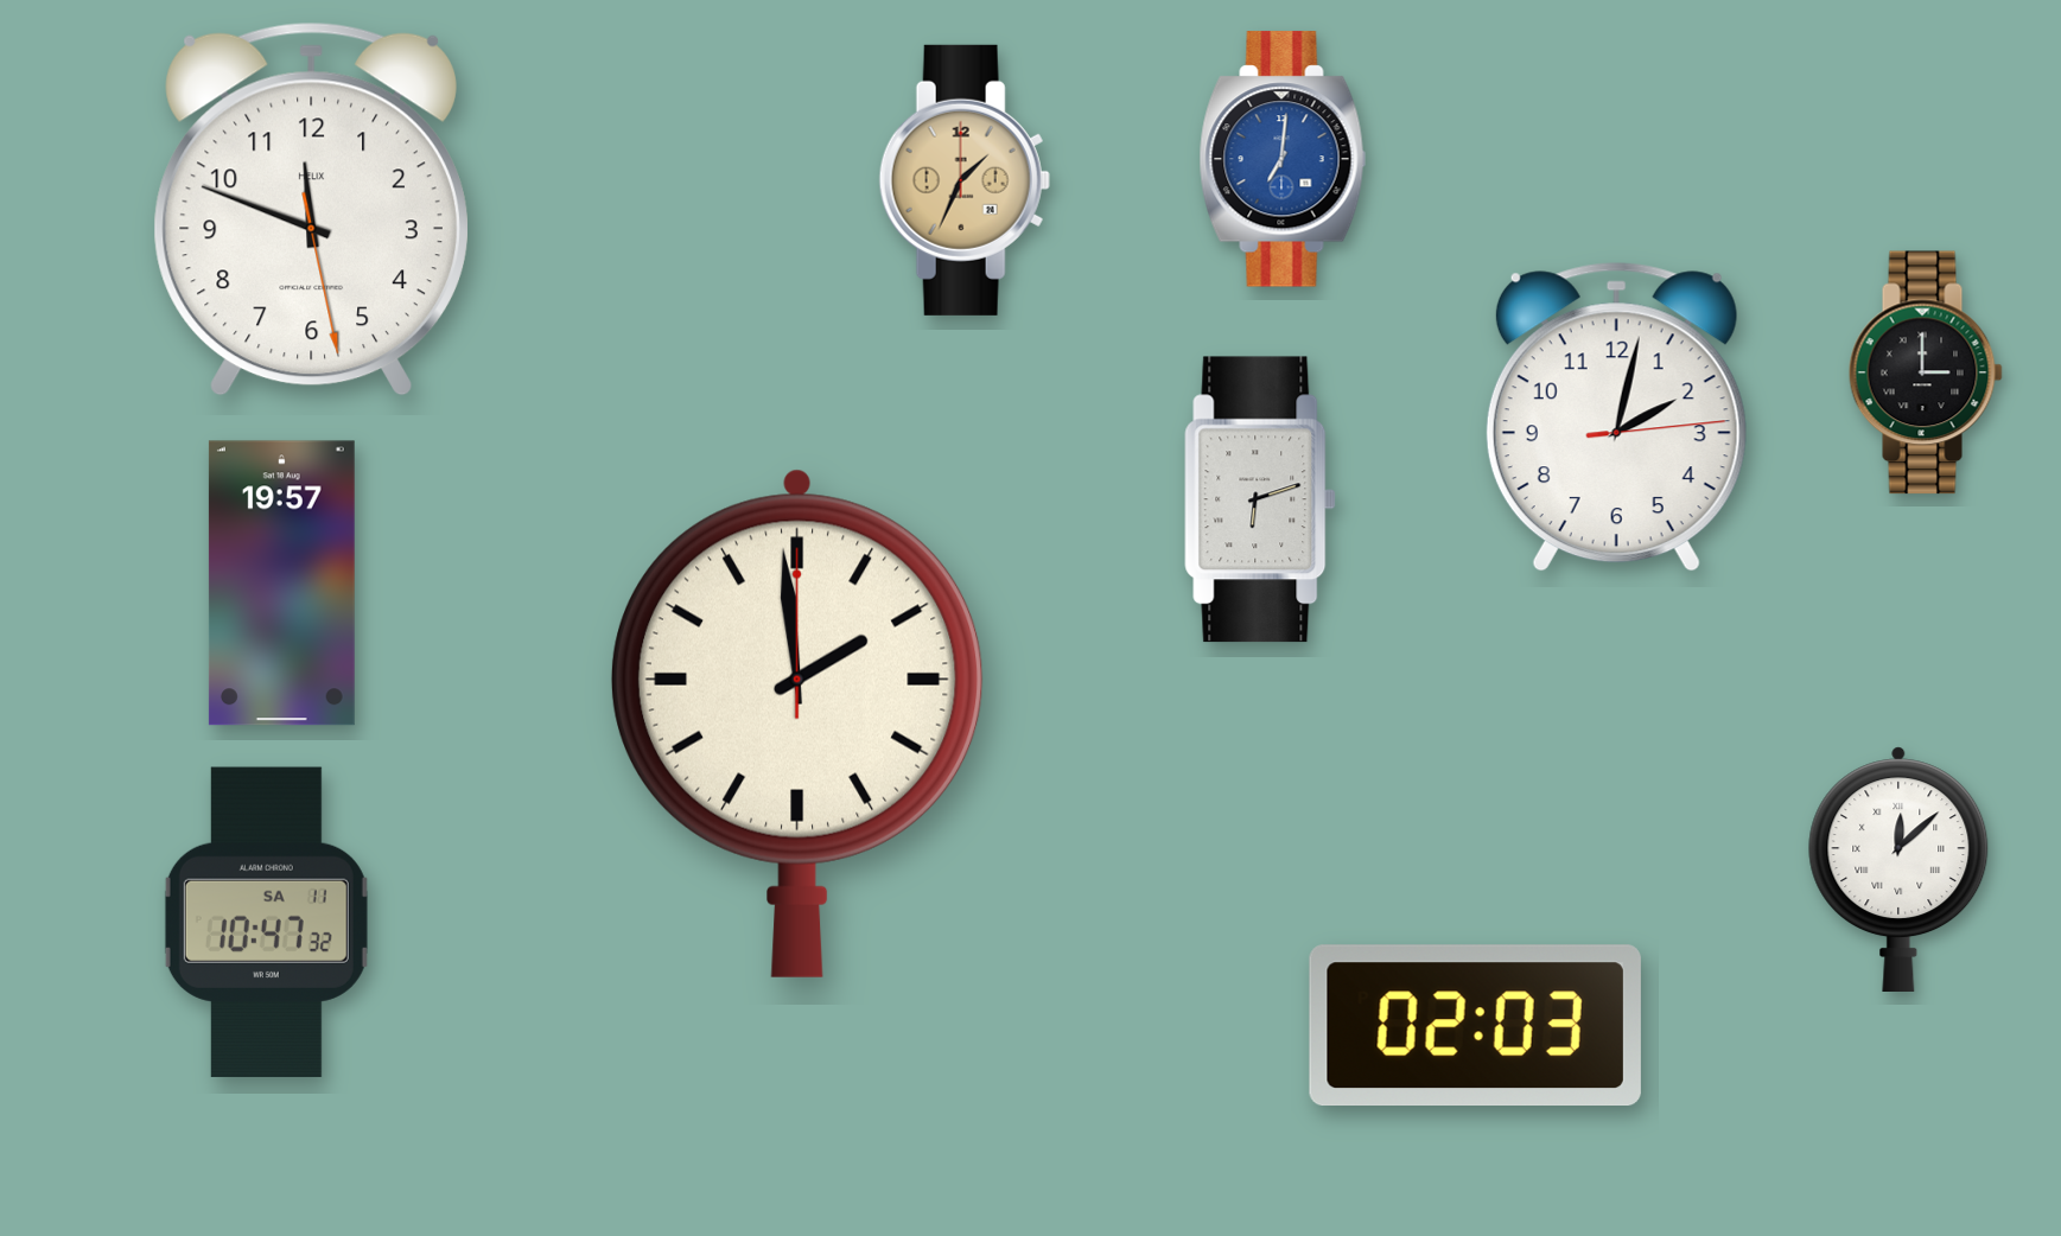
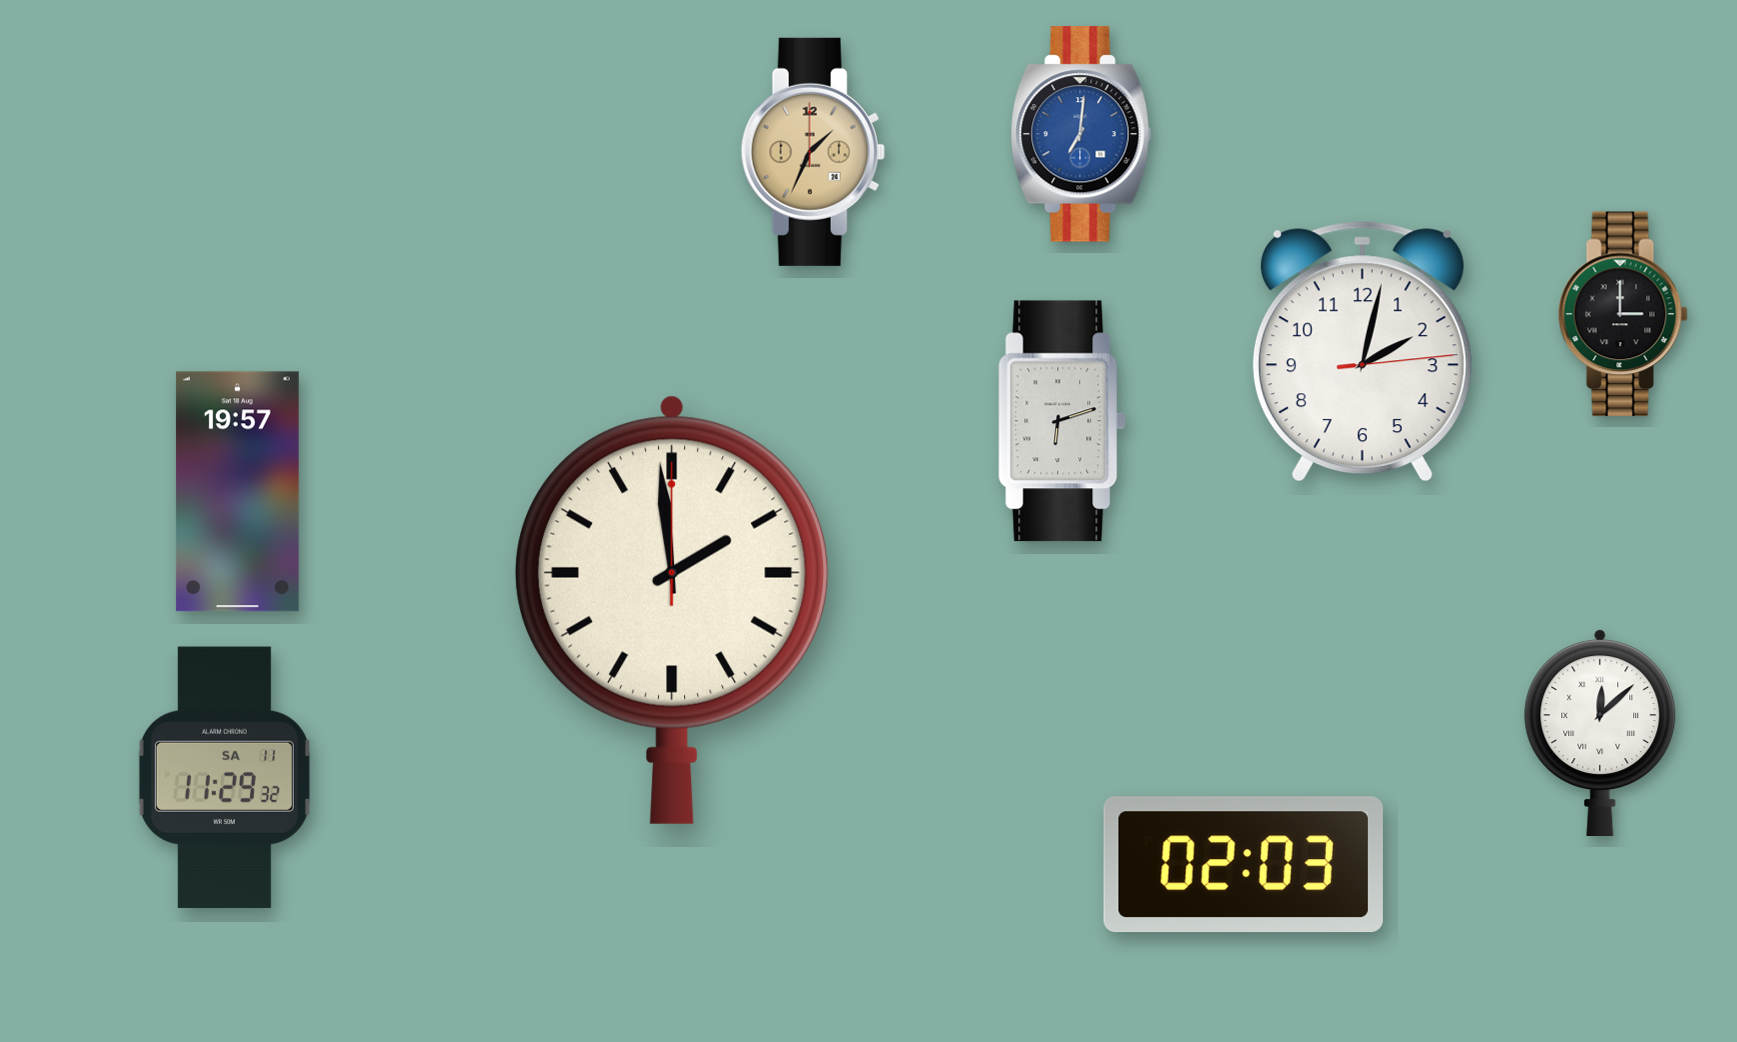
clock at (311, 209): 11:48 -> none
clock at (266, 922): 10:47 -> 11:29
